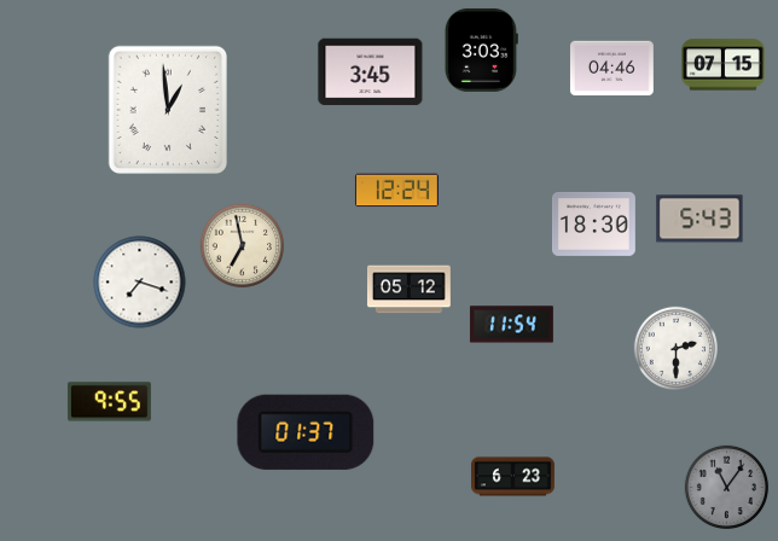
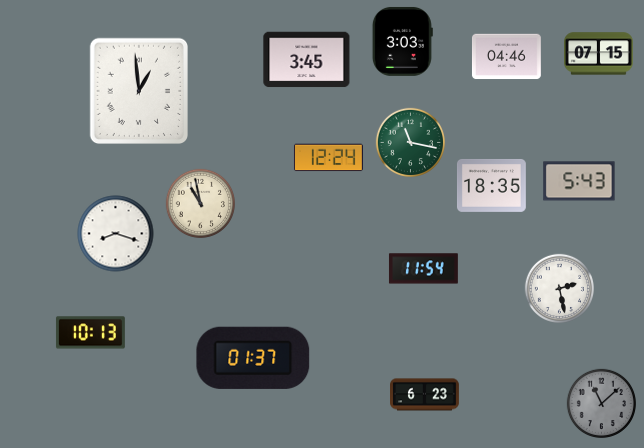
clock at (481, 50) position: (481, 50) -> (402, 41)
clock at (410, 142): none -> 11:17
clock at (594, 223): 18:30 -> 18:35
clock at (242, 245): 6:58 -> 10:58
clock at (140, 283): 7:18 -> 8:18
clock at (410, 290): 05:12 -> none
clock at (675, 348): 2:30 -> 2:28
clock at (109, 402): 9:55 -> 10:13
clock at (726, 487): 11:06 -> 11:08
